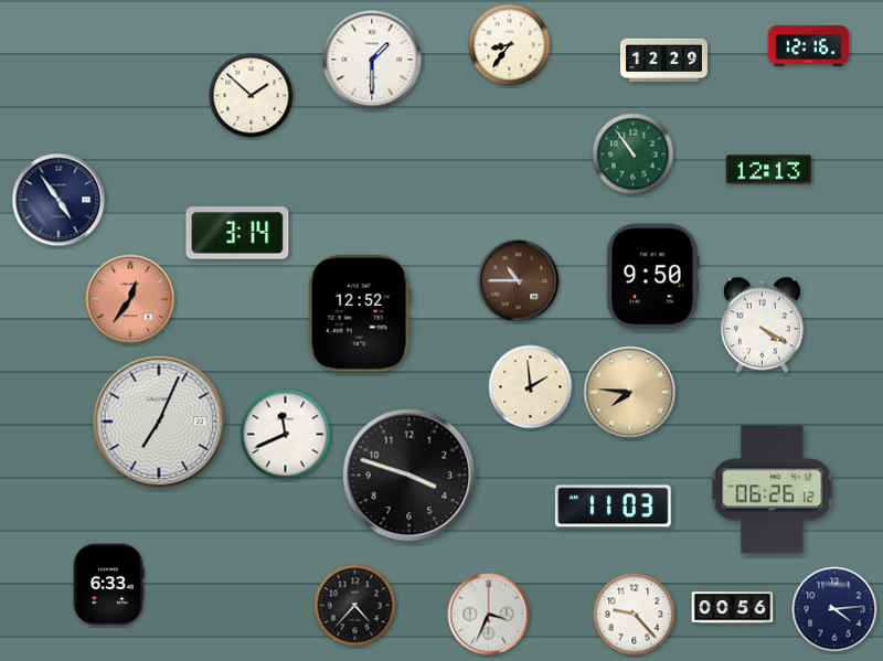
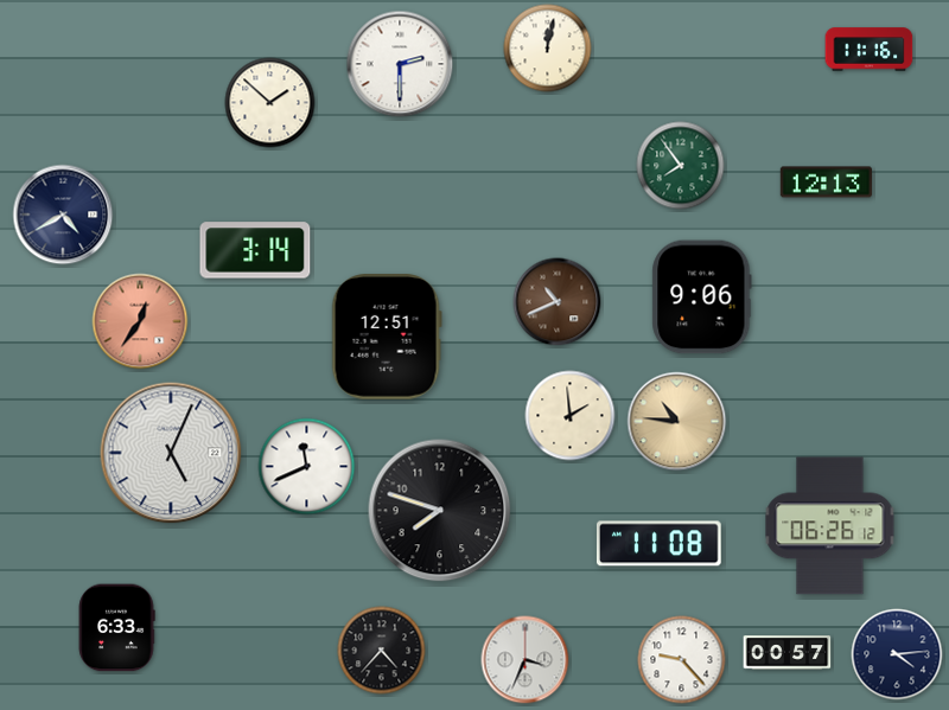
clock at (510, 45): 8:36 -> 12:02
clock at (809, 46): 12:16 -> 11:16
clock at (372, 60): 1:30 -> 2:30
clock at (663, 61): 12:29 -> none
clock at (634, 154): 10:54 -> 7:54
clock at (58, 200): 4:54 -> 4:40
clock at (653, 277): 9:50 -> 9:06
clock at (519, 281): 10:45 -> 10:41
clock at (360, 313): 12:52 -> 12:51
clock at (762, 326): 4:20 -> none
clock at (630, 393): 7:46 -> 10:46
clock at (159, 422): 7:04 -> 5:04
clock at (409, 476): 3:48 -> 7:48
clock at (614, 507): 11:03 -> 11:08
clock at (733, 608): 00:56 -> 00:57
